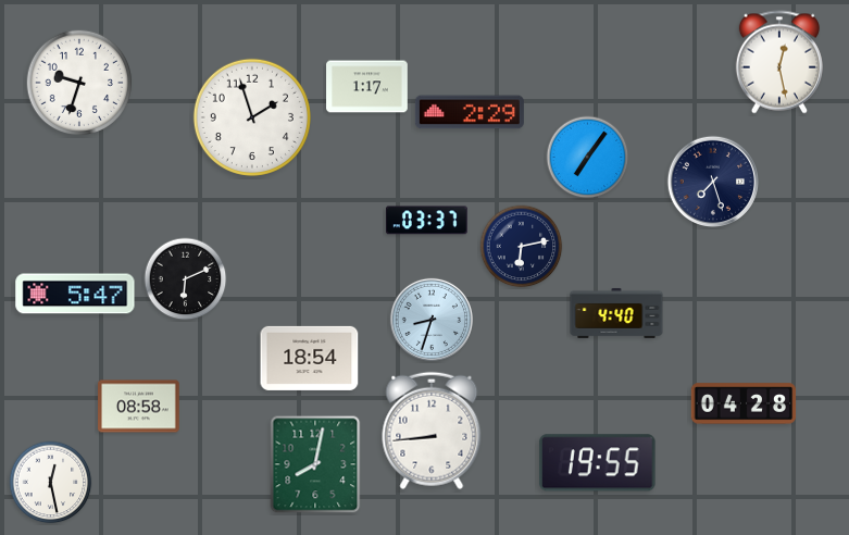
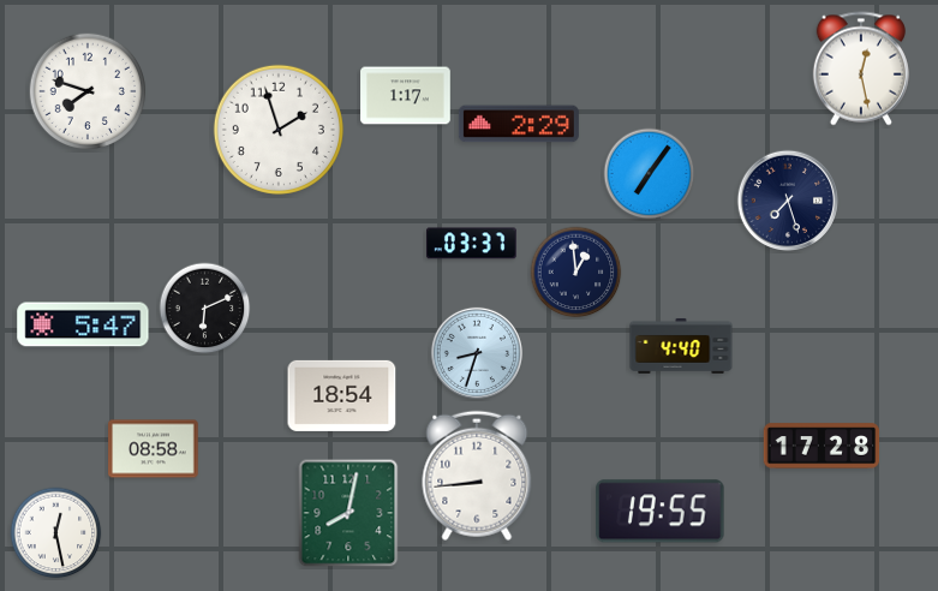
clock at (79, 83): 9:33 -> 7:48
clock at (522, 247): 6:13 -> 12:59
clock at (744, 403): 04:28 -> 17:28
